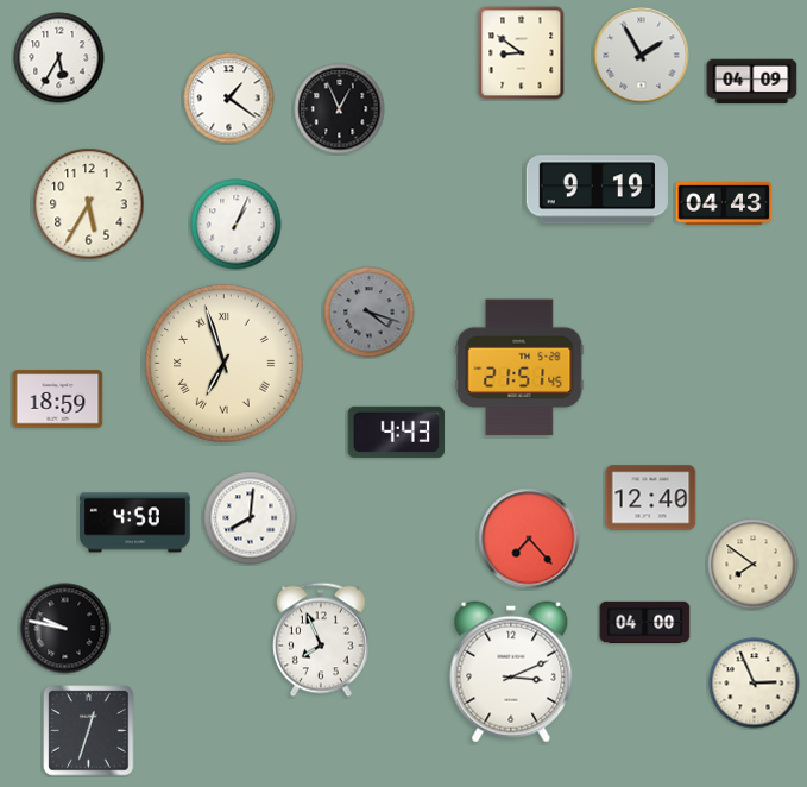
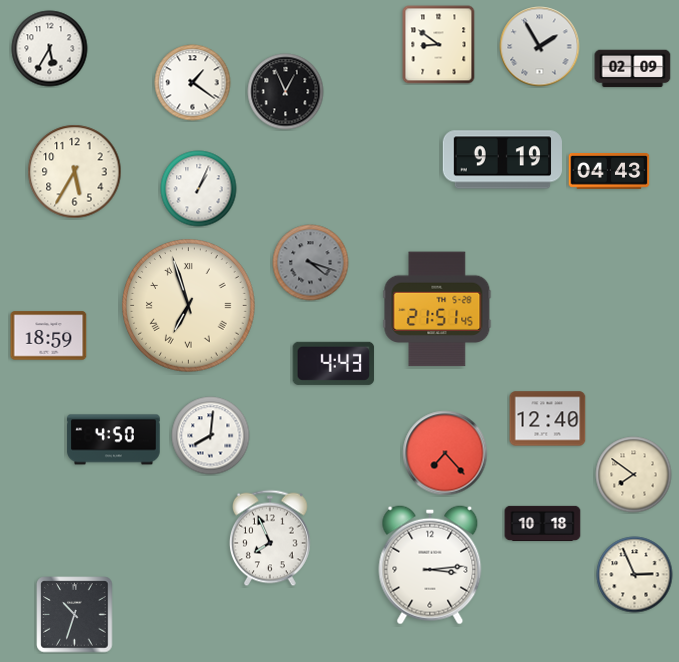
clock at (752, 82): 04:09 -> 02:09
clock at (645, 622): 04:00 -> 10:18
clock at (65, 629): 9:47 -> none
clock at (511, 672): 3:11 -> 3:14
clock at (89, 731): 12:33 -> 10:33
